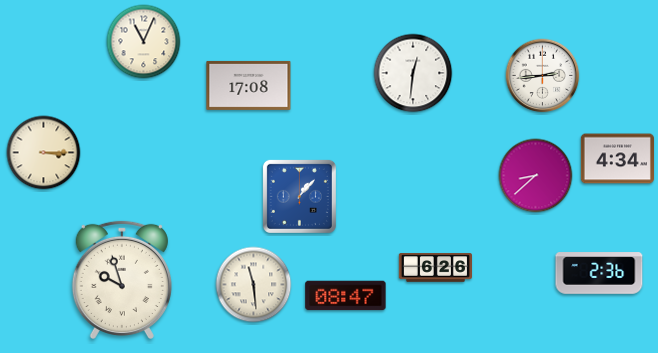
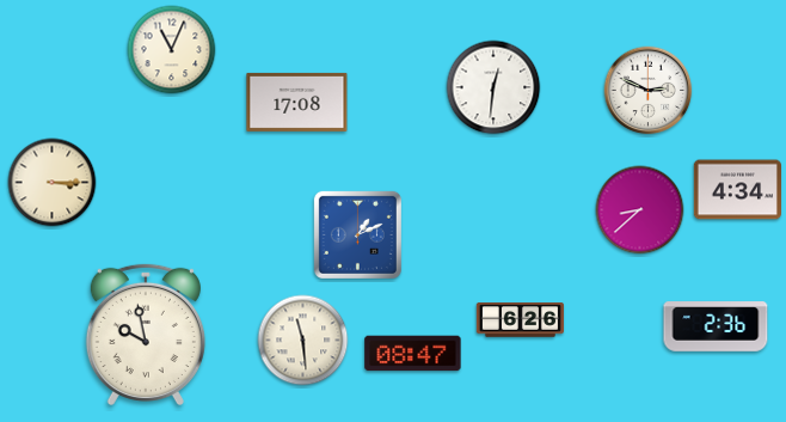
clock at (543, 76): 2:44 -> 2:49
clock at (299, 196): 1:07 -> 1:11
clock at (122, 279): 9:57 -> 9:58
